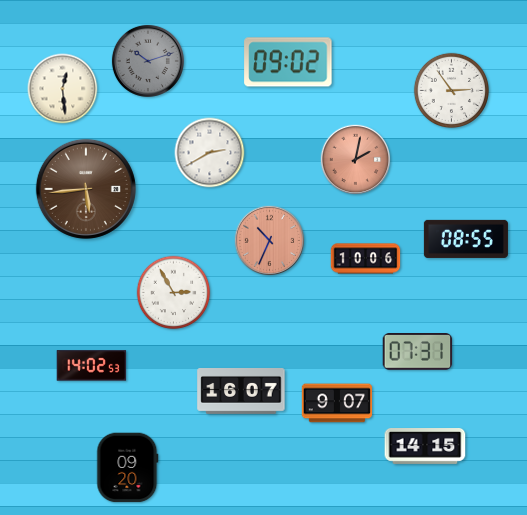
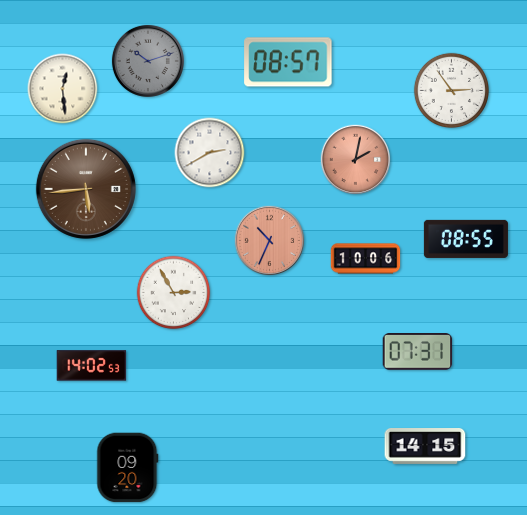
clock at (288, 62): 09:02 -> 08:57
clock at (241, 392): 16:07 -> none
clock at (337, 403): 9:07 -> none
